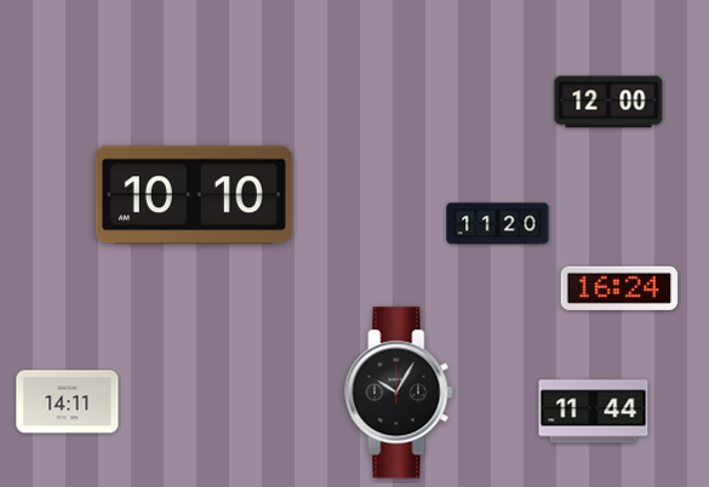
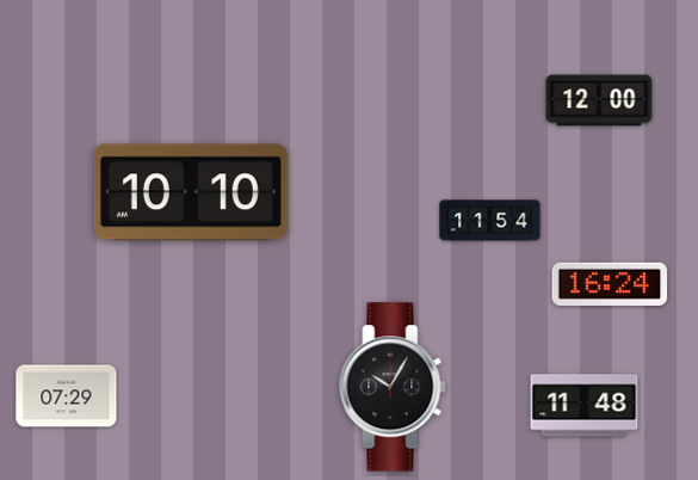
clock at (498, 224): 11:20 -> 11:54
clock at (68, 402): 14:11 -> 07:29
clock at (594, 412): 11:44 -> 11:48
